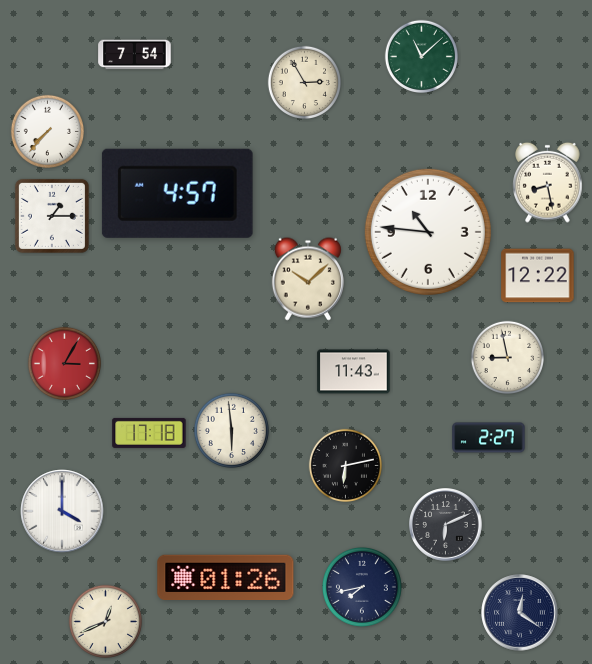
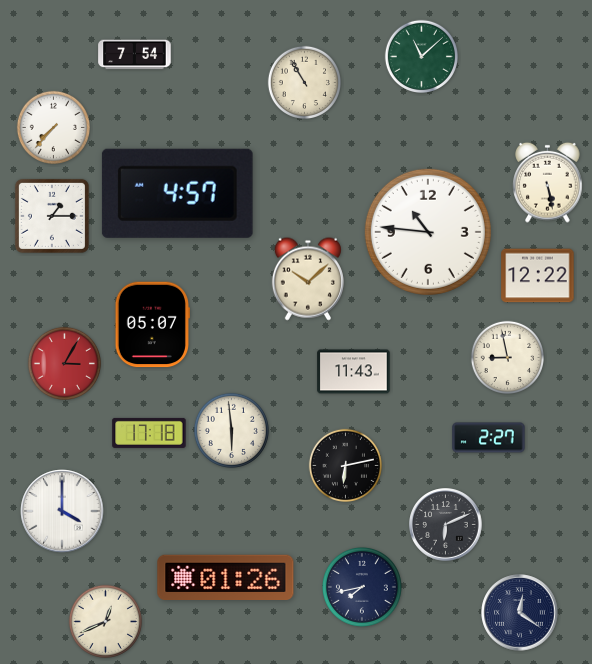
clock at (304, 82): 2:55 -> 10:55
clock at (47, 131) position: (47, 131) -> (53, 127)
clock at (548, 182): 8:28 -> 5:28
clock at (152, 325): none -> 05:07
